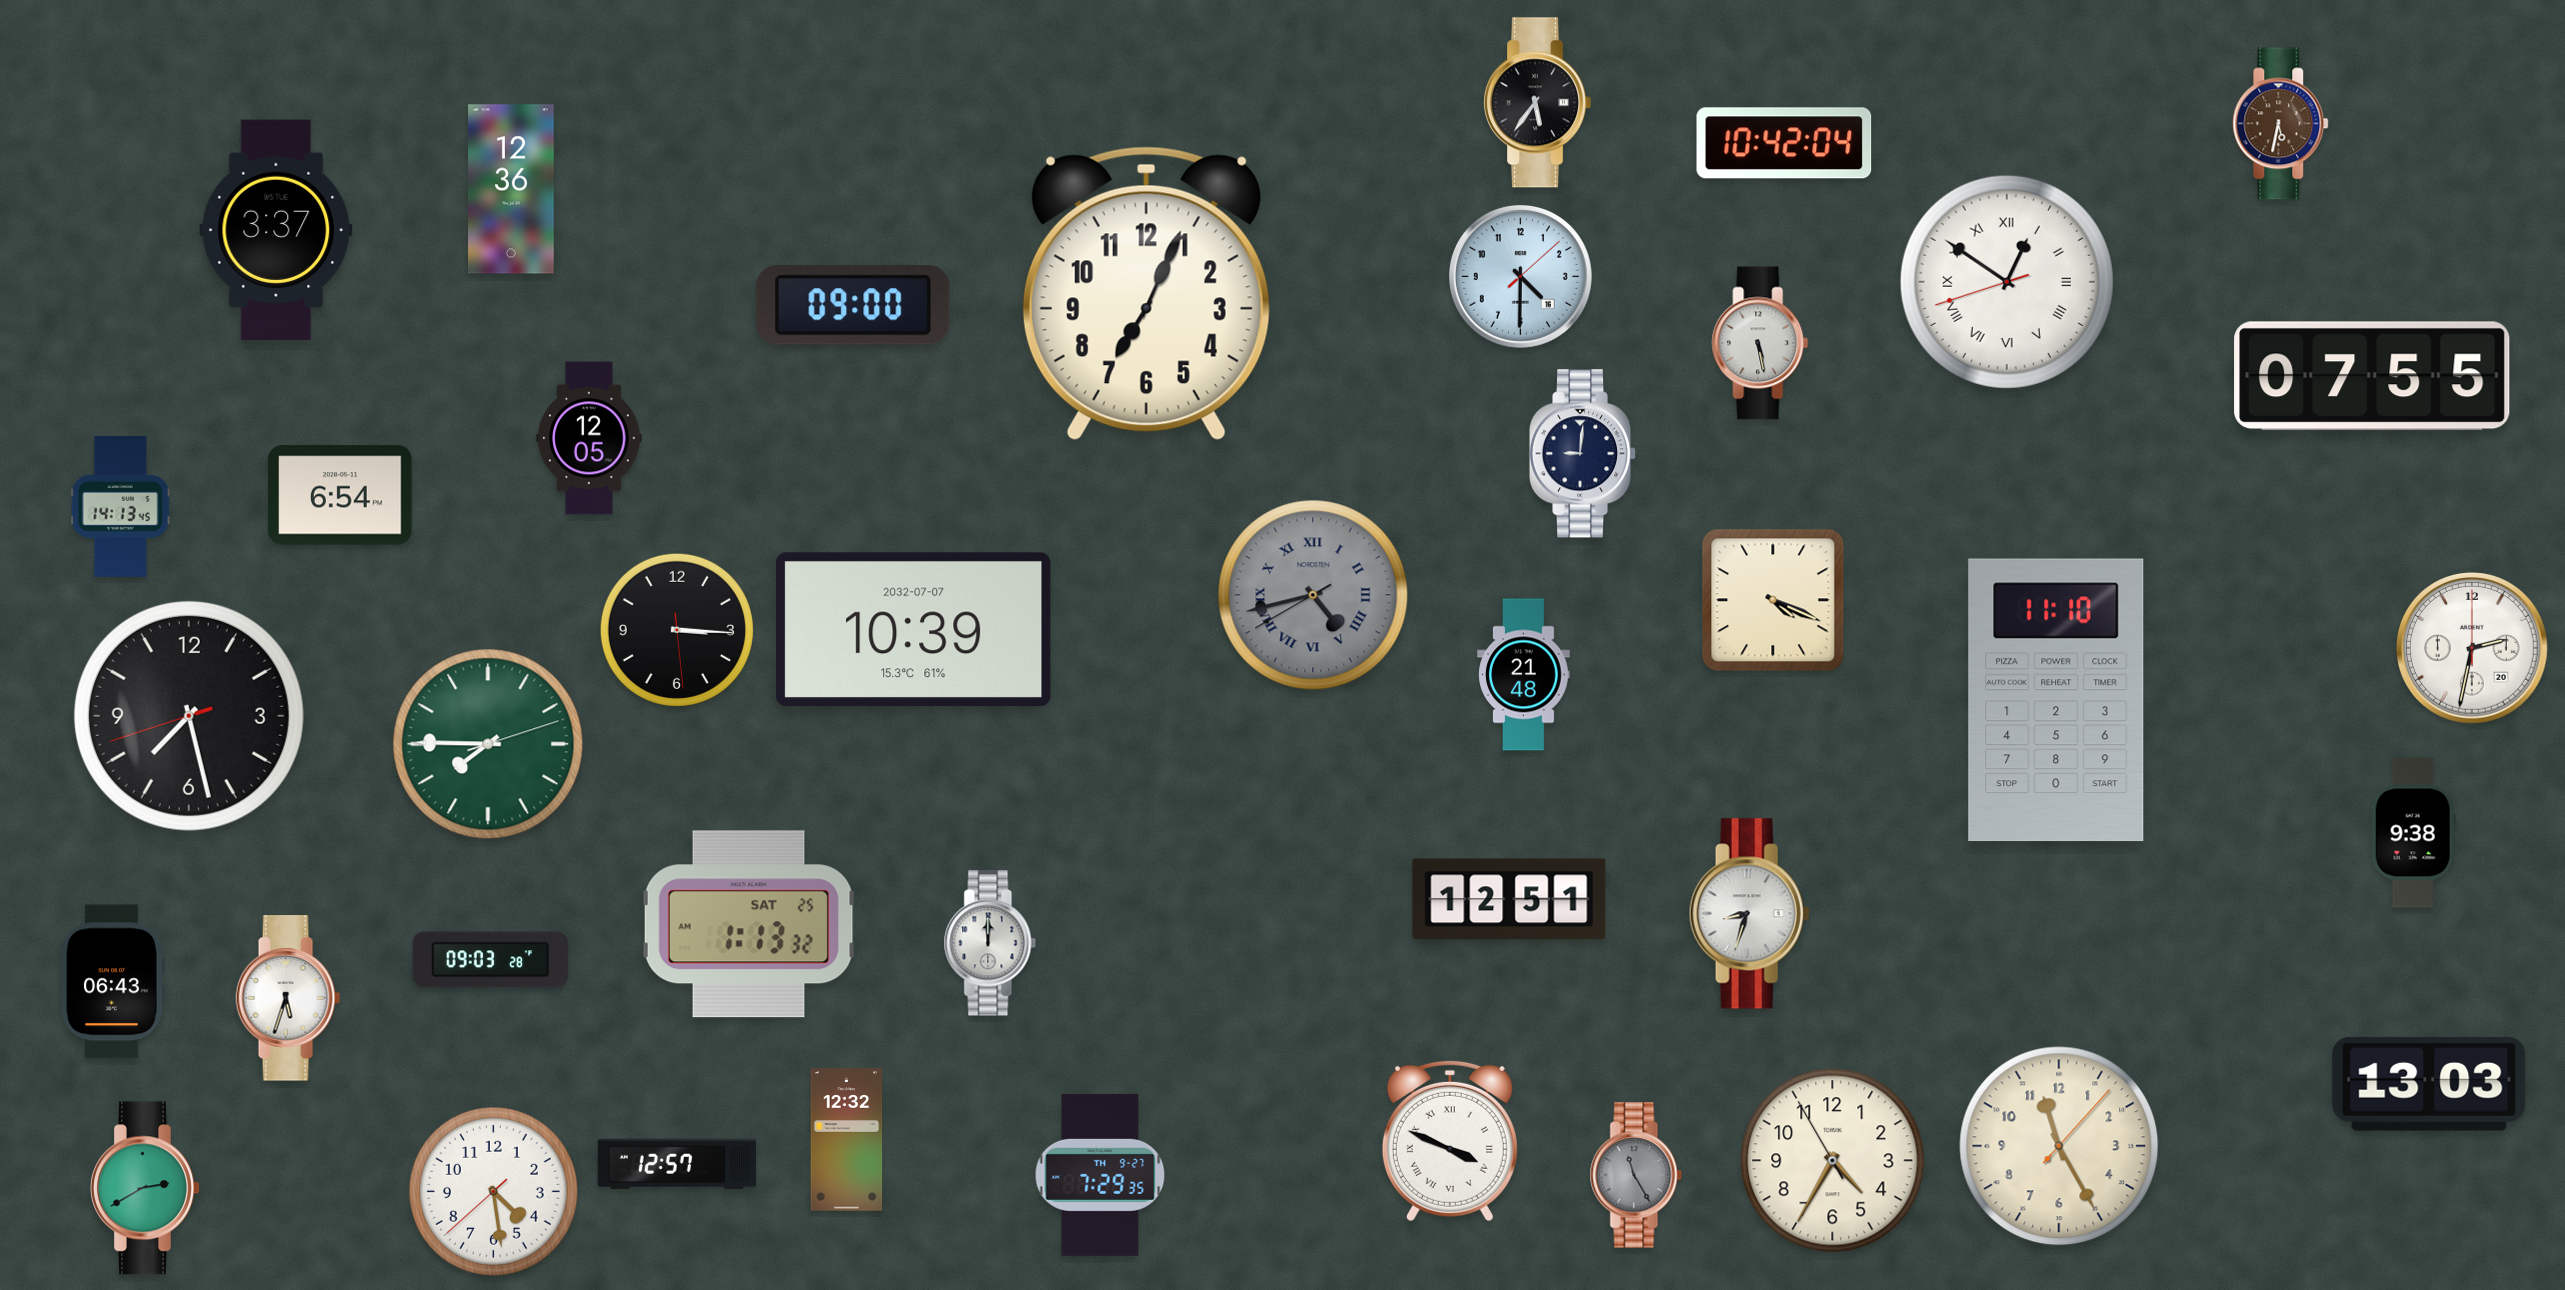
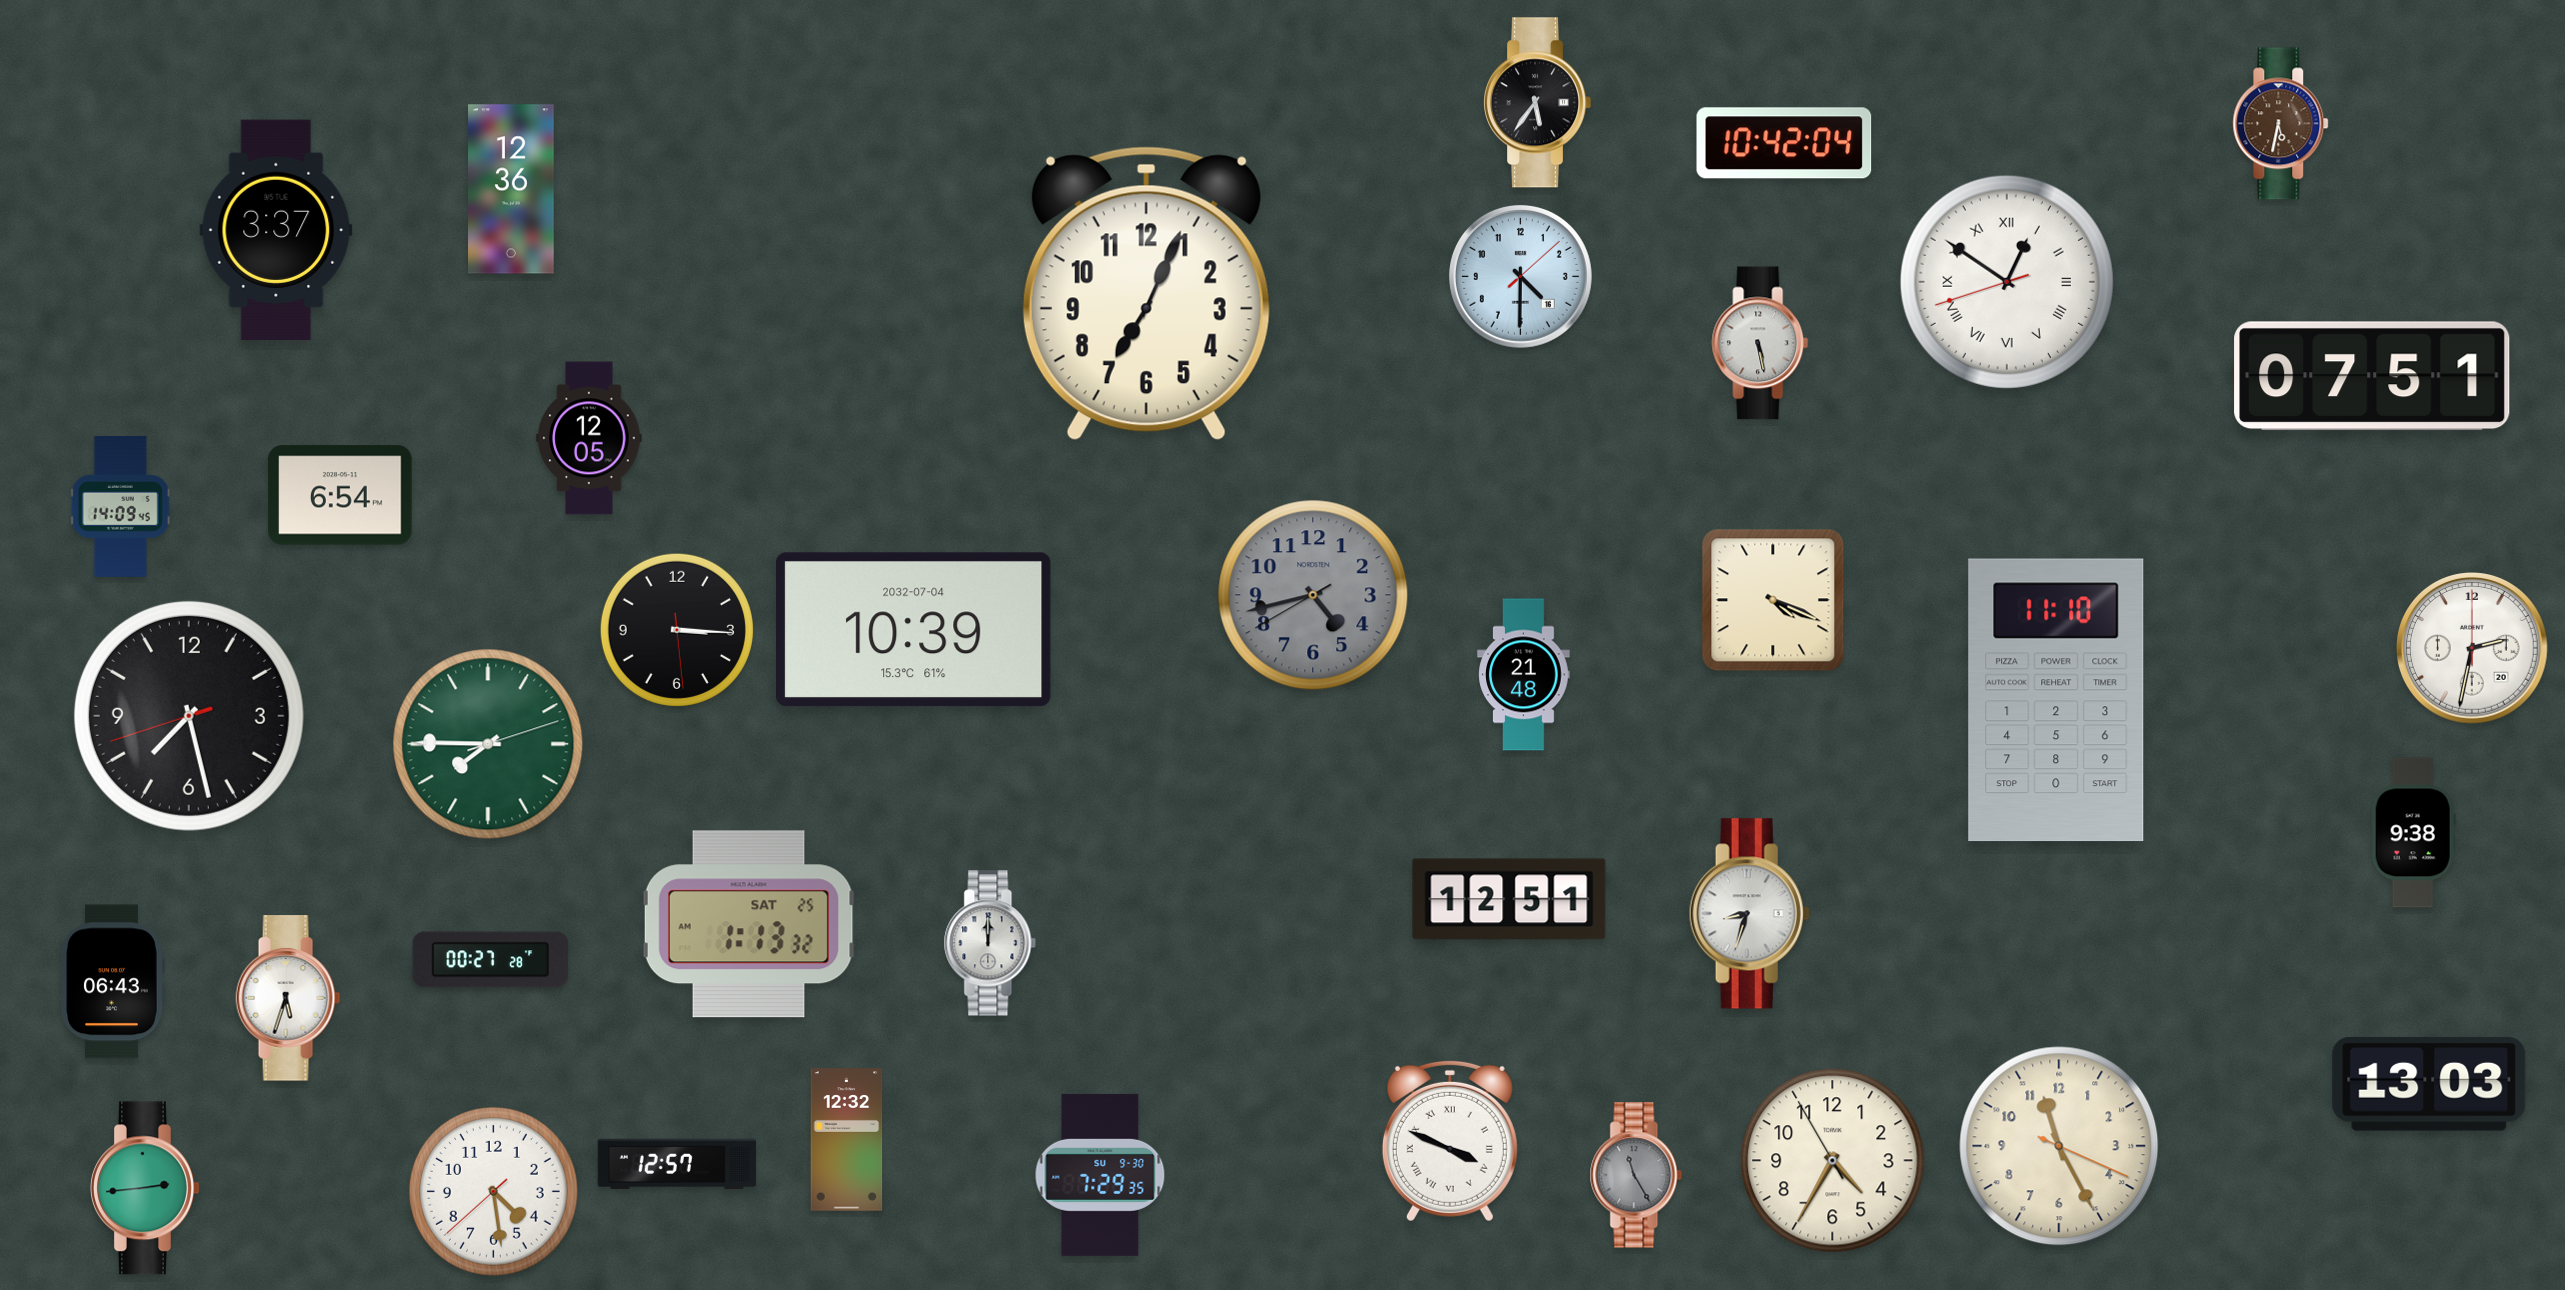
clock at (853, 305): 09:00 -> none
clock at (2372, 376): 07:55 -> 07:51
clock at (1583, 454): 9:01 -> none
clock at (120, 506): 14:13 -> 14:09
clock at (1313, 595) numerals: Roman -> Arabic
clock at (914, 630) date: 2032-07-07 -> 2032-07-04
clock at (491, 960): 09:03 -> 00:27
clock at (2059, 1146): 11:25:07 -> 11:25:19
clock at (1100, 1175) date: TH 9-27 -> SU 9-30
clock at (145, 1188): 2:40 -> 2:44
